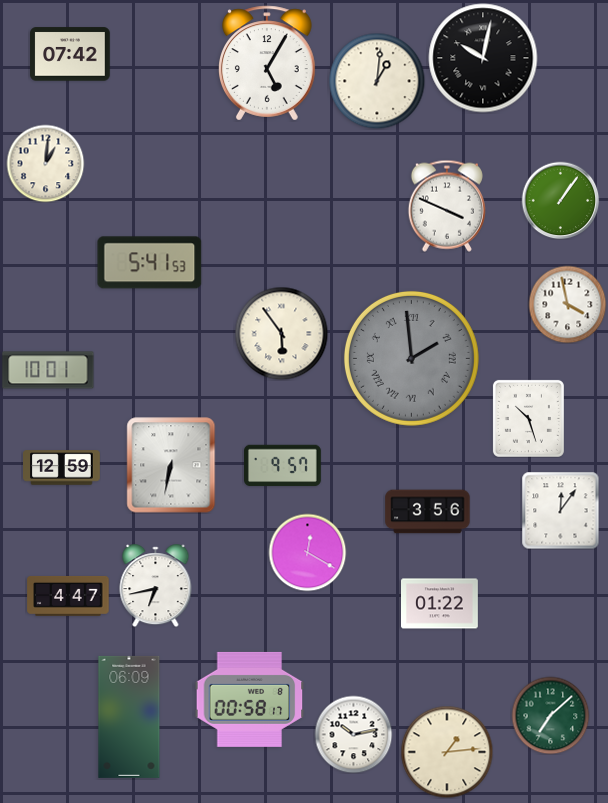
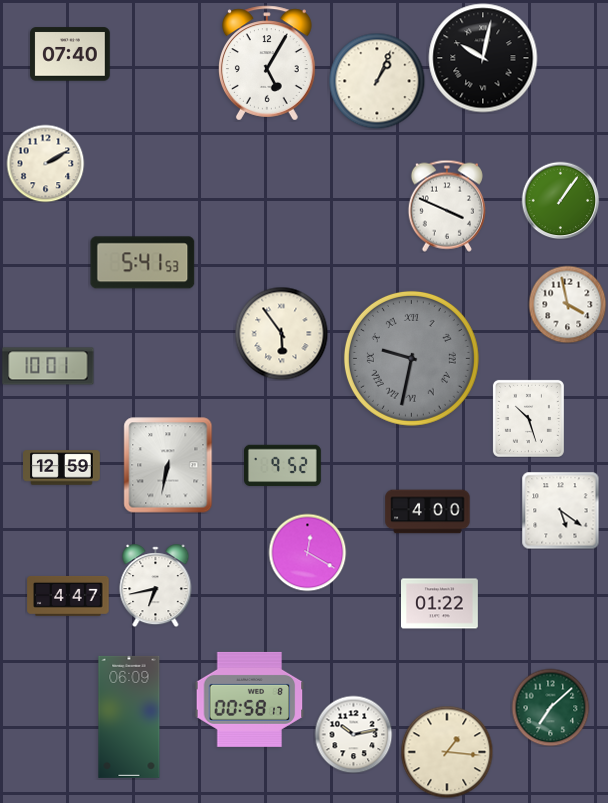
clock at (70, 54): 07:42 -> 07:40
clock at (377, 81): 1:01 -> 1:04
clock at (45, 163): 1:01 -> 2:10
clock at (150, 263) position: (150, 263) -> (143, 263)
clock at (411, 358): 1:59 -> 9:32
clock at (48, 370) position: (48, 370) -> (48, 366)
clock at (171, 465) position: (171, 465) -> (168, 465)
clock at (283, 466): 9:57 -> 9:52
clock at (560, 510): 12:06 -> 5:21
clock at (428, 512): 3:56 -> 4:00
clock at (550, 715) position: (550, 715) -> (550, 707)
clock at (447, 752): 1:14 -> 1:16
